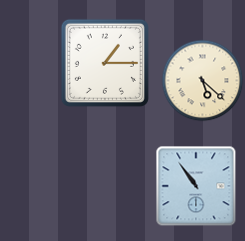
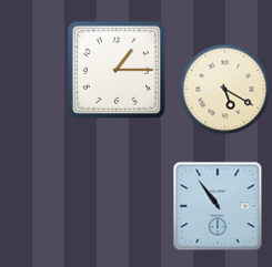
clock at (203, 81): 5:22 -> 5:20
